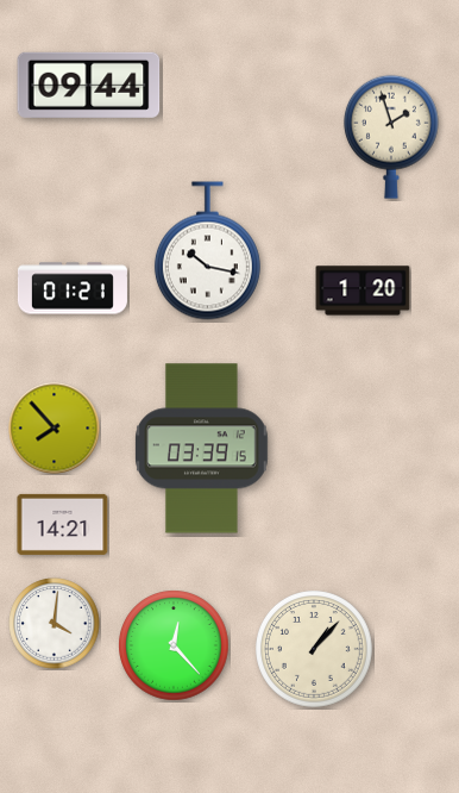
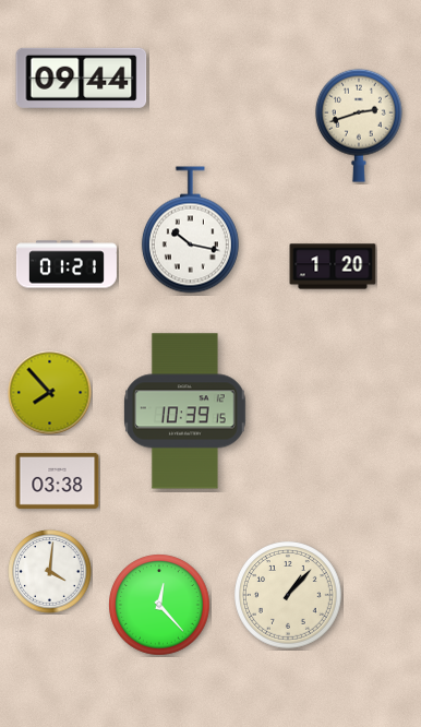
clock at (391, 137): 1:57 -> 2:42
clock at (202, 449): 03:39 -> 10:39
clock at (63, 524): 14:21 -> 03:38
clock at (174, 645) position: (174, 645) -> (159, 605)
